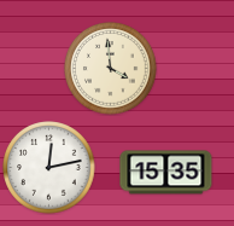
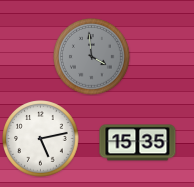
clock at (111, 69) dial: cream -> grey
clock at (49, 168): 12:13 -> 5:13
